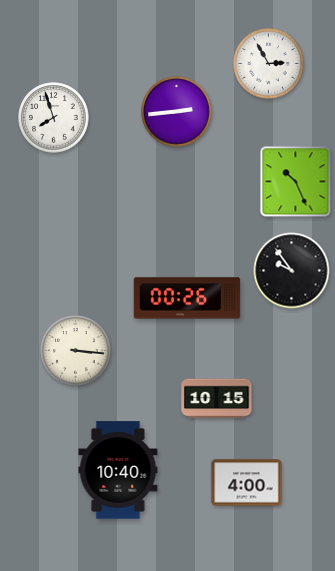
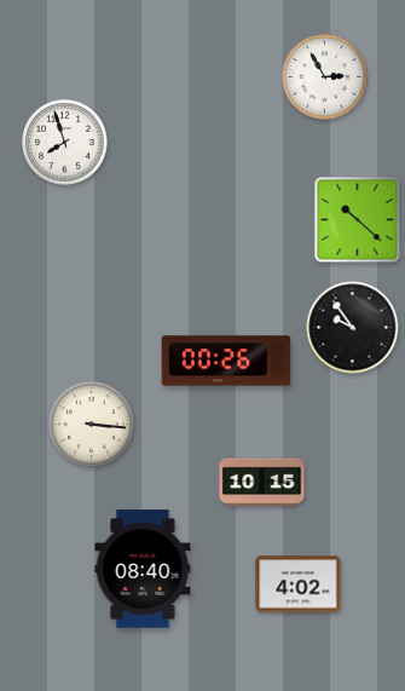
clock at (177, 112): 2:44 -> none
clock at (296, 182): 10:26 -> 10:22
clock at (118, 470): 10:40 -> 08:40
clock at (247, 483): 4:00 -> 4:02
